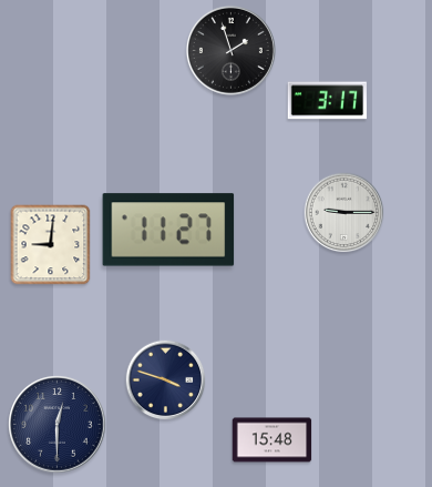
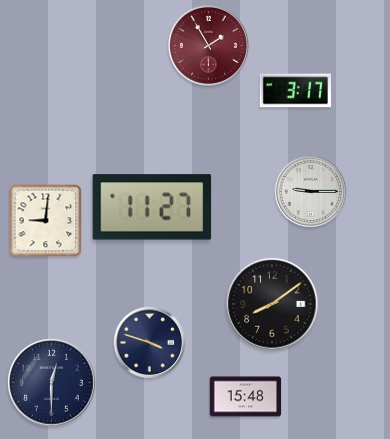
clock at (230, 50): 1:57 -> 1:55
clock at (230, 50) dial: black -> burgundy
clock at (272, 304): none -> 8:09
